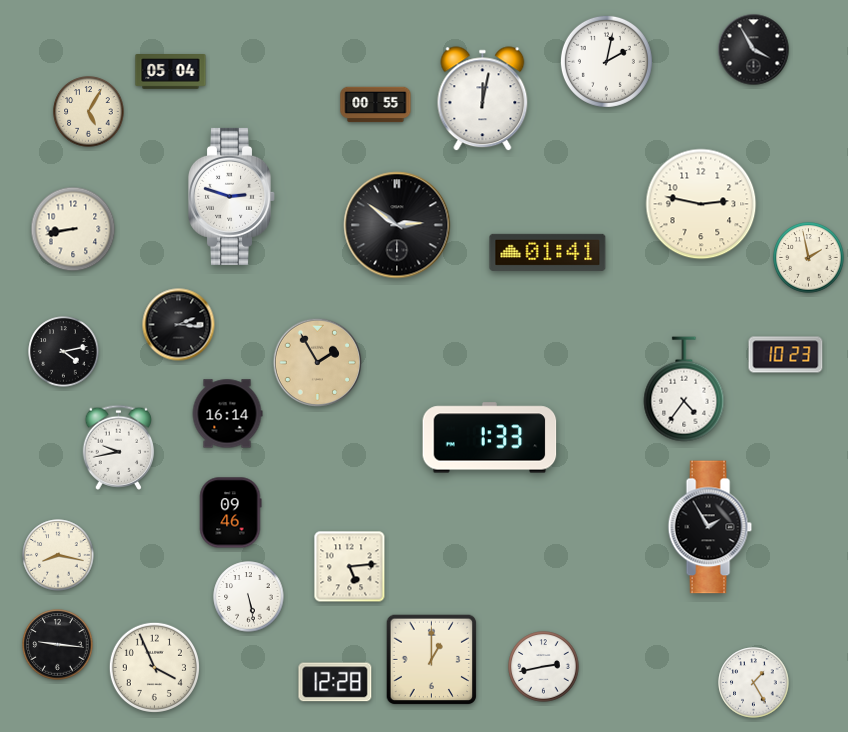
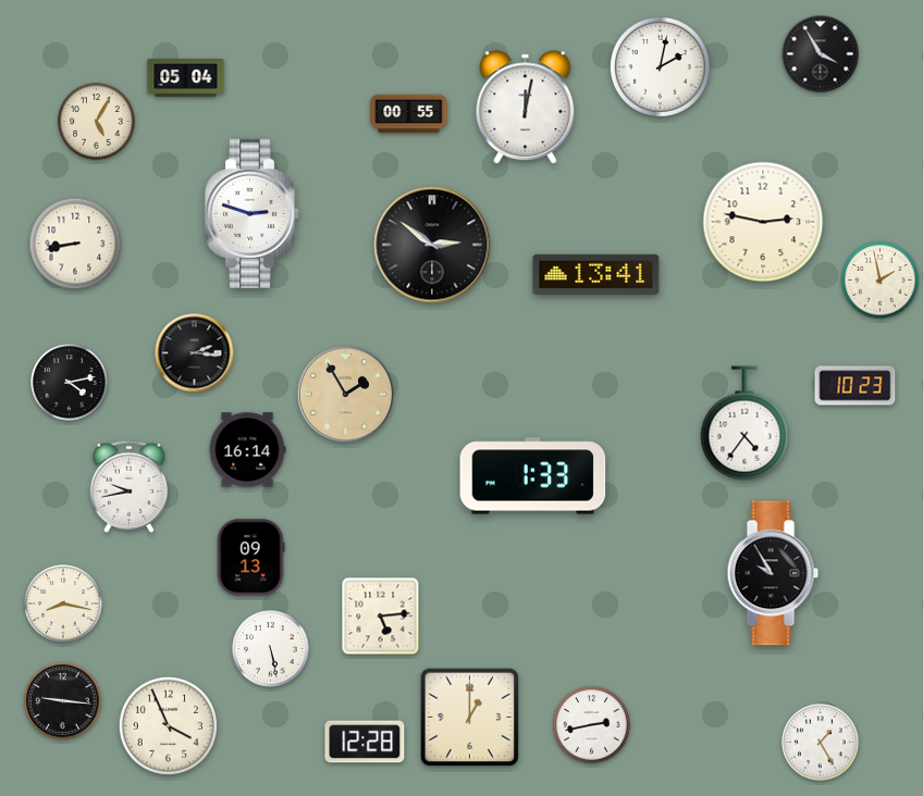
clock at (73, 229) position: (73, 229) -> (75, 244)
clock at (548, 252): 01:41 -> 13:41
clock at (230, 513): 09:46 -> 09:13
clock at (710, 527): 1:55 -> 9:55
